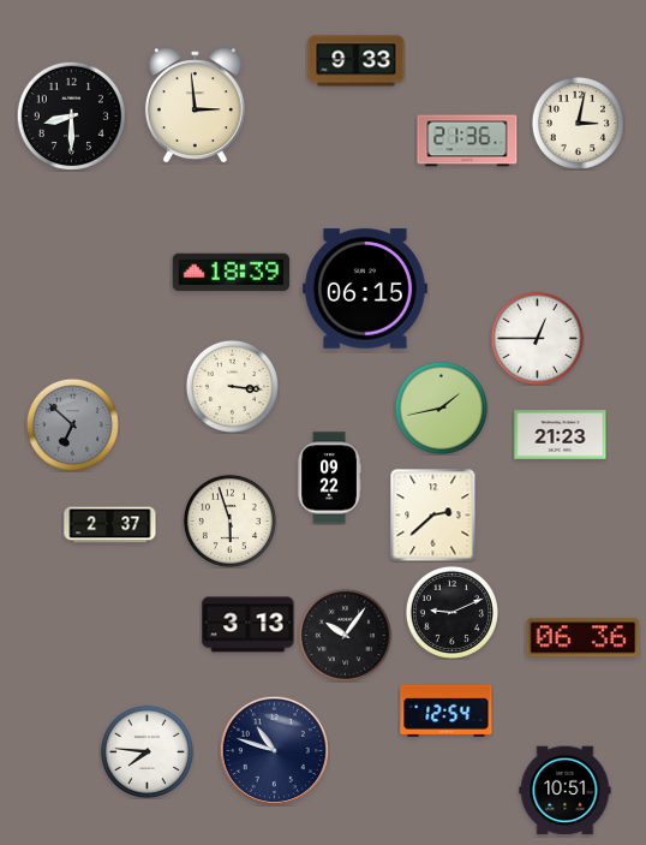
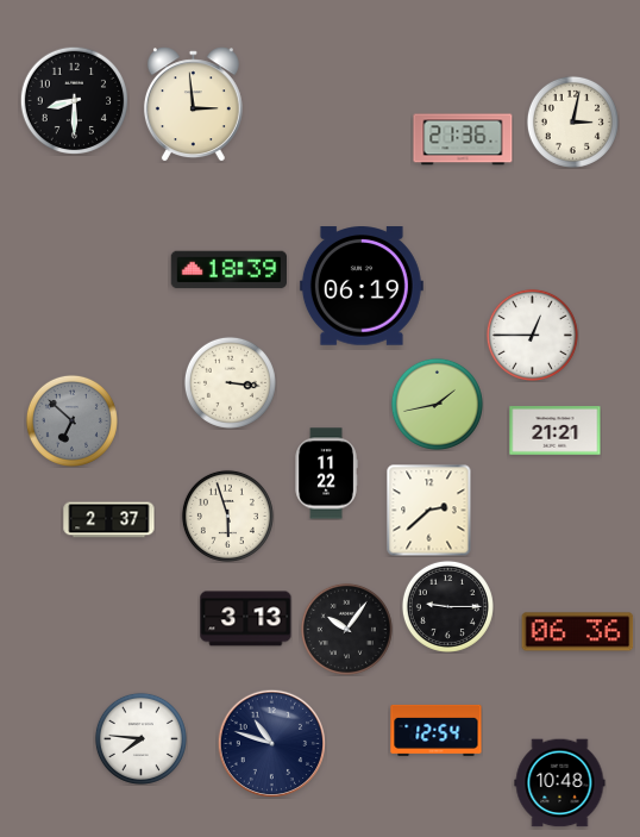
clock at (357, 61): 9:33 -> none
clock at (71, 115) position: (71, 115) -> (74, 100)
clock at (365, 288): 06:15 -> 06:19
clock at (561, 435): 21:23 -> 21:21
clock at (329, 478): 09:22 -> 11:22
clock at (451, 612): 9:11 -> 9:15
clock at (345, 635) position: (345, 635) -> (346, 629)
clock at (447, 710) position: (447, 710) -> (437, 730)
clock at (146, 751) position: (146, 751) -> (140, 738)
clock at (566, 791): 10:51 -> 10:48
